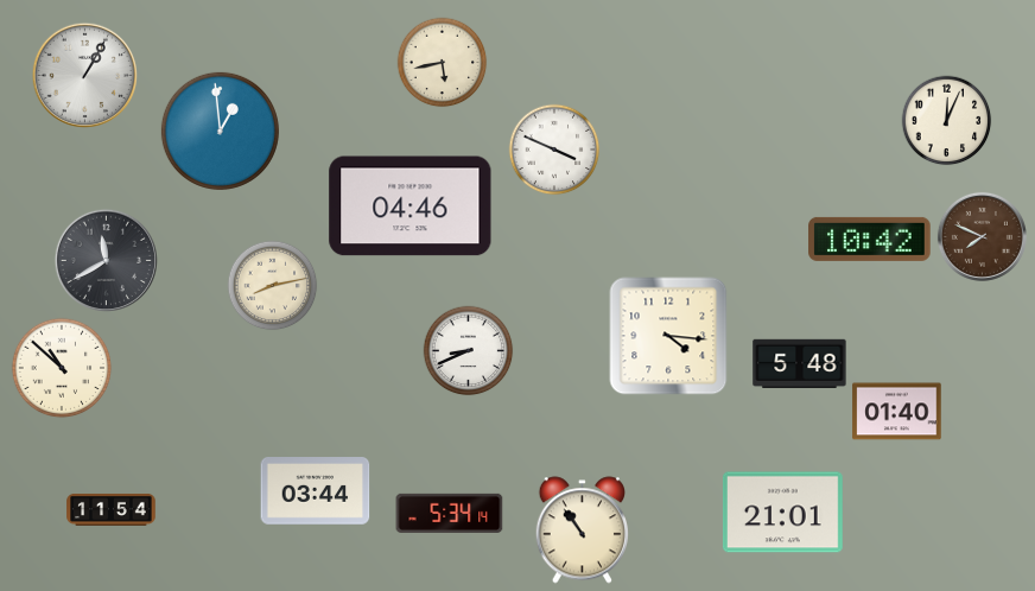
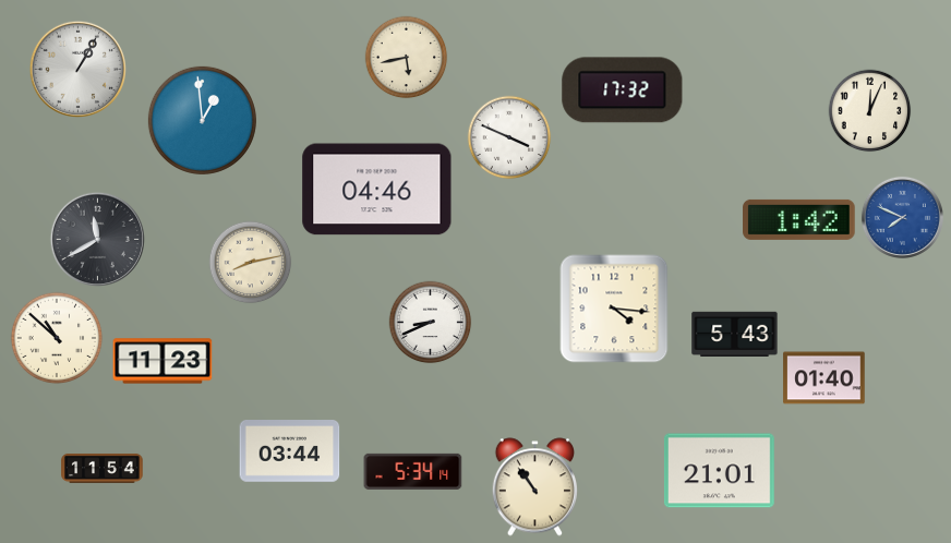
clock at (623, 90): none -> 17:32
clock at (982, 236) dial: brown -> blue
clock at (870, 239): 10:42 -> 1:42
clock at (800, 363): 5:48 -> 5:43
clock at (162, 361): none -> 11:23
